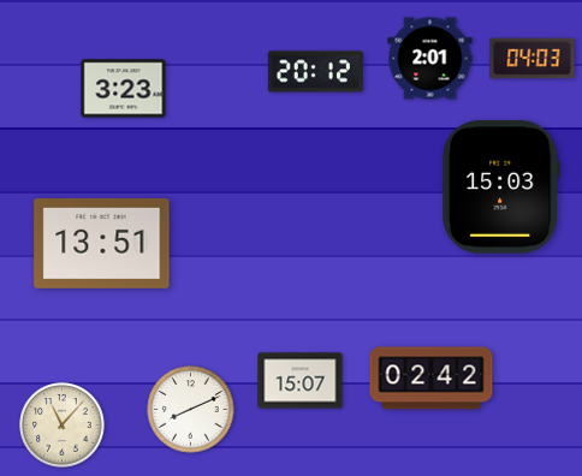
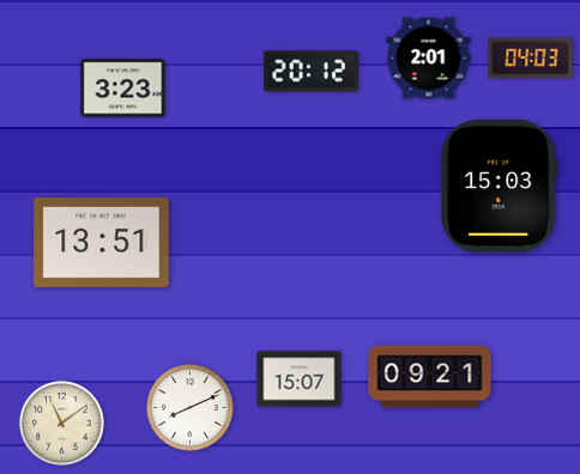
clock at (315, 72) position: (315, 72) -> (310, 72)
clock at (432, 379): 02:42 -> 09:21
clock at (63, 426): 11:07 -> 11:09
